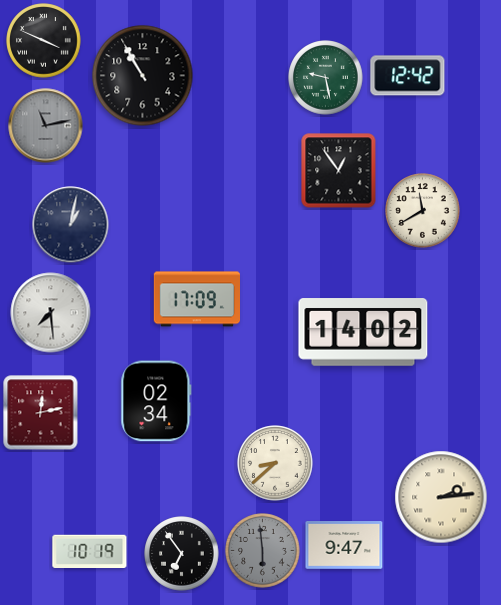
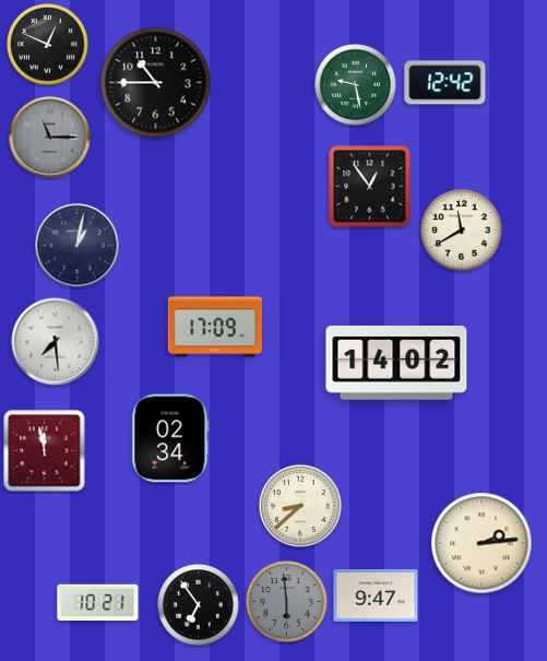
clock at (44, 41): 3:49 -> 12:49
clock at (143, 76): 10:55 -> 10:45
clock at (46, 126): 11:13 -> 11:15
clock at (41, 413): 12:13 -> 11:58
clock at (90, 551): 10:19 -> 10:21
